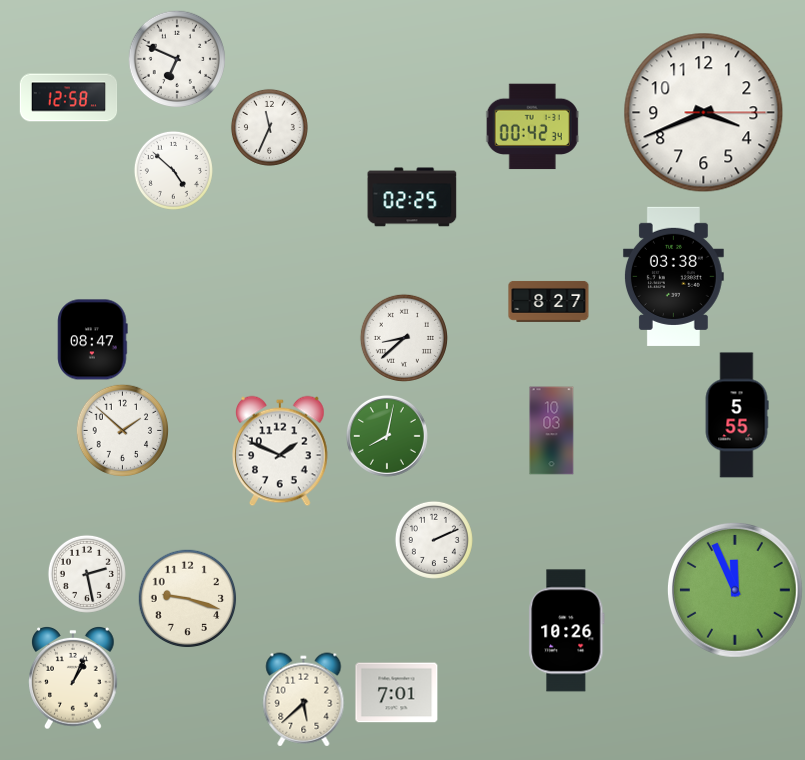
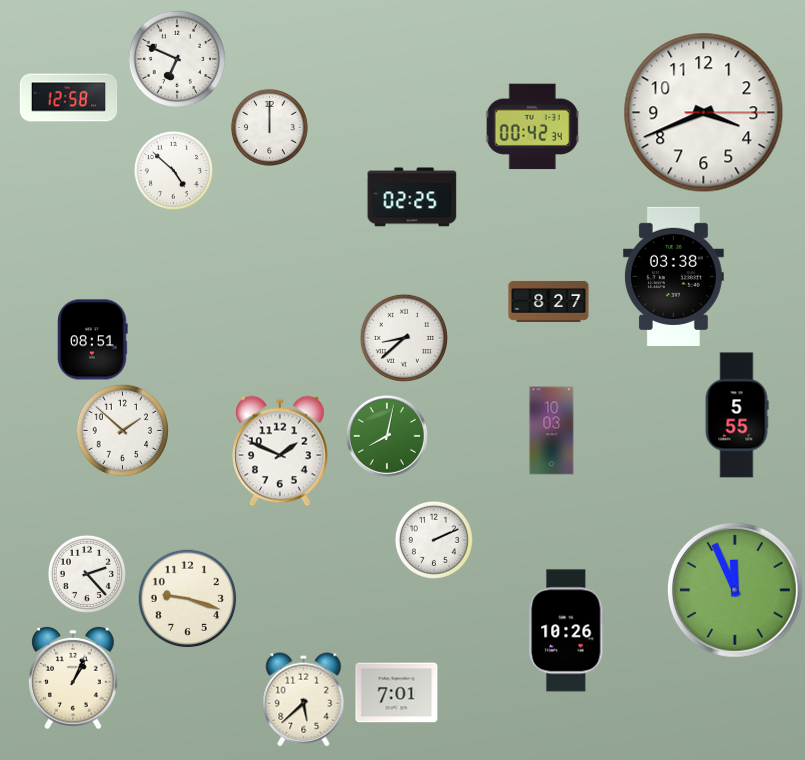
clock at (269, 127): 11:34 -> 12:00
clock at (93, 340): 08:47 -> 08:51
clock at (87, 574): 2:28 -> 2:23
